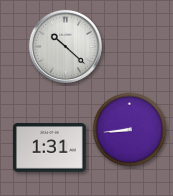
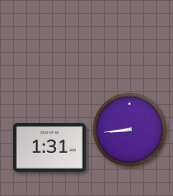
clock at (65, 46): 10:22 -> none
